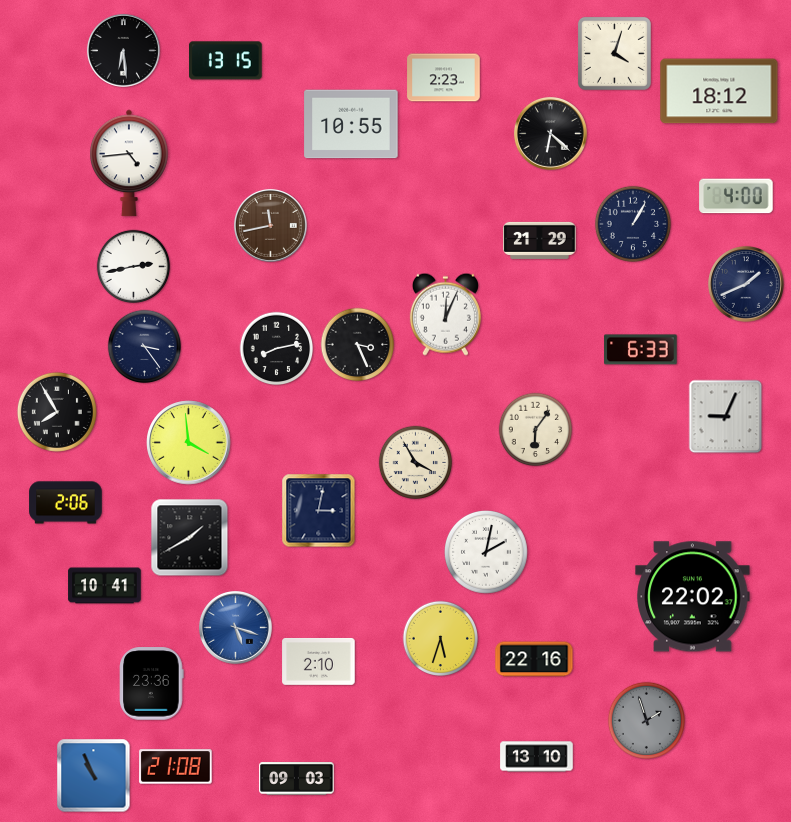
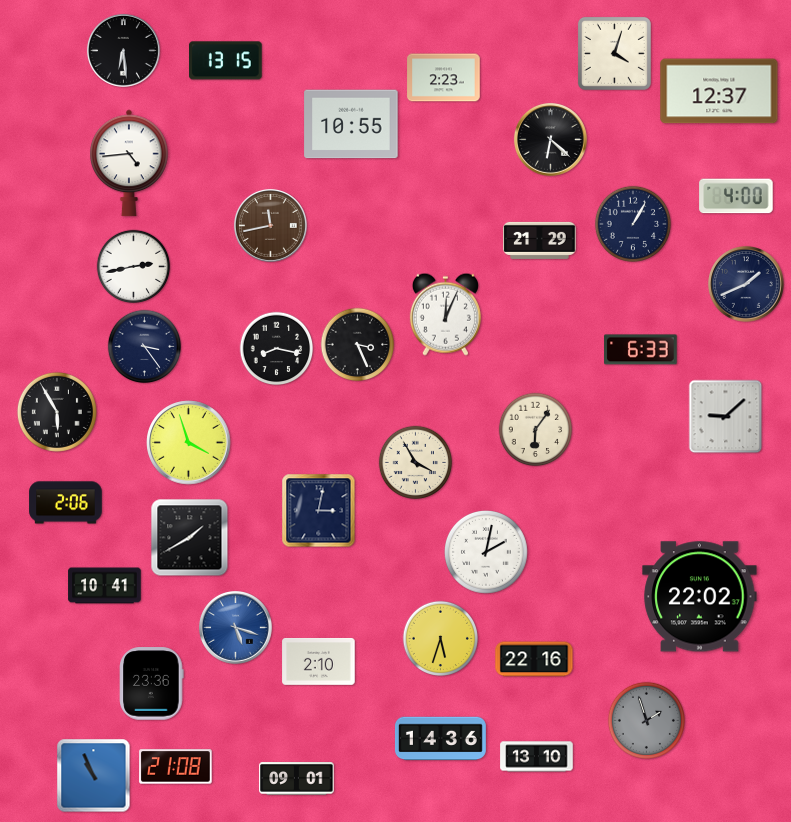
clock at (719, 91): 18:12 -> 12:37
clock at (551, 134) position: (551, 134) -> (551, 140)
clock at (277, 349): 8:13 -> 8:17
clock at (57, 412): 7:55 -> 5:55
clock at (726, 417): 9:04 -> 9:08
clock at (189, 443): 3:59 -> 3:57
clock at (693, 597) position: (693, 597) -> (700, 597)
clock at (440, 739): none -> 14:36
clock at (297, 779): 09:03 -> 09:01
